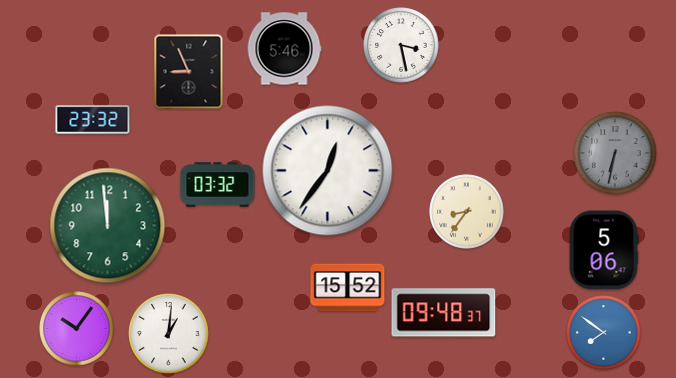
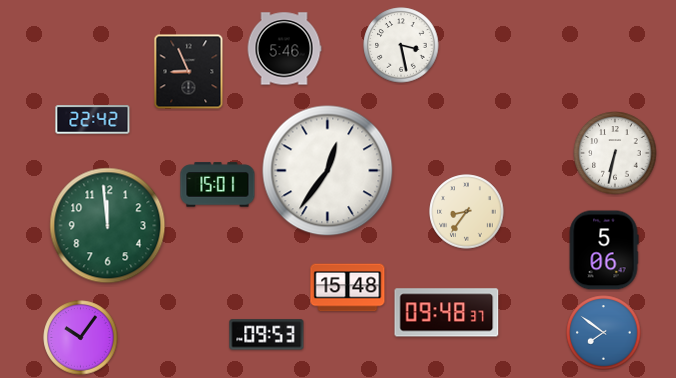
clock at (93, 120): 23:32 -> 22:42
clock at (615, 153) dial: grey -> white
clock at (218, 185): 03:32 -> 15:01
clock at (348, 288): 15:52 -> 15:48
clock at (444, 313) position: (444, 313) -> (447, 313)
clock at (77, 329) position: (77, 329) -> (81, 338)
clock at (169, 334): 1:01 -> none
clock at (267, 335): none -> 09:53
